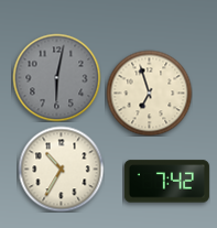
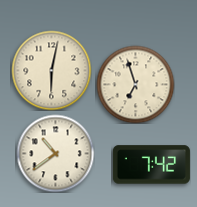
clock at (56, 77) dial: grey -> cream
clock at (61, 169): 10:35 -> 10:39
